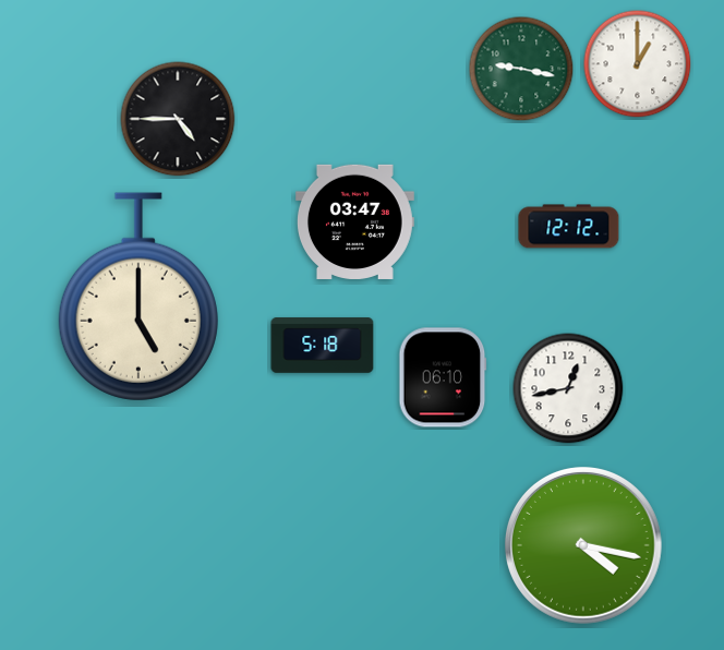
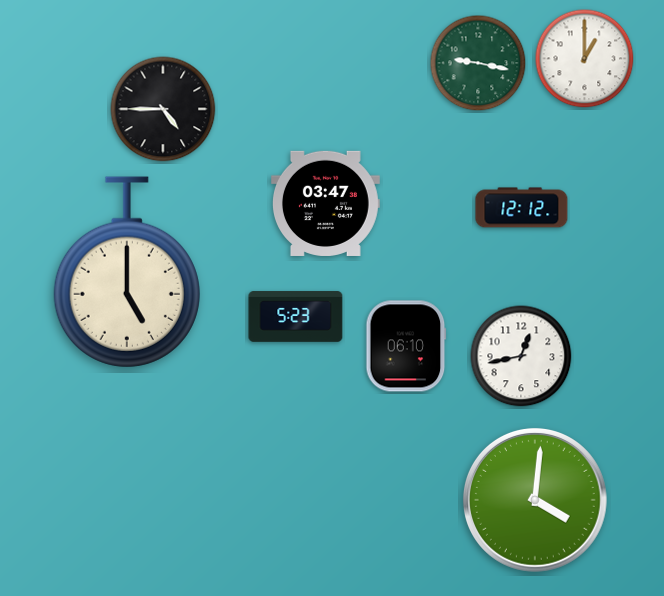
clock at (323, 346): 5:18 -> 5:23
clock at (583, 545): 4:17 -> 4:01
